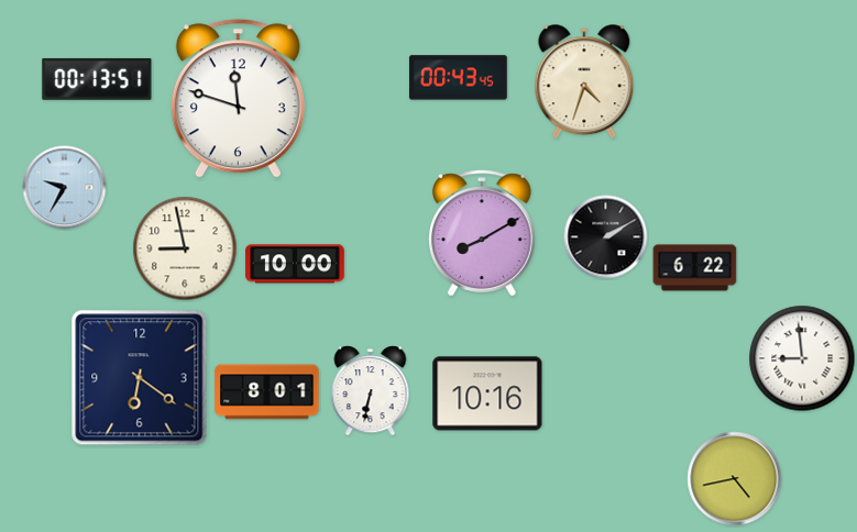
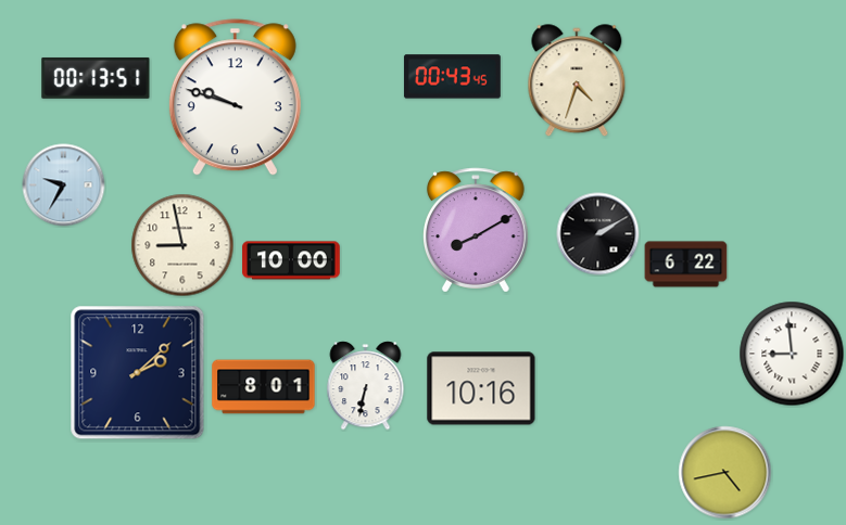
clock at (238, 99): 11:48 -> 9:48
clock at (140, 378): 6:21 -> 2:08
